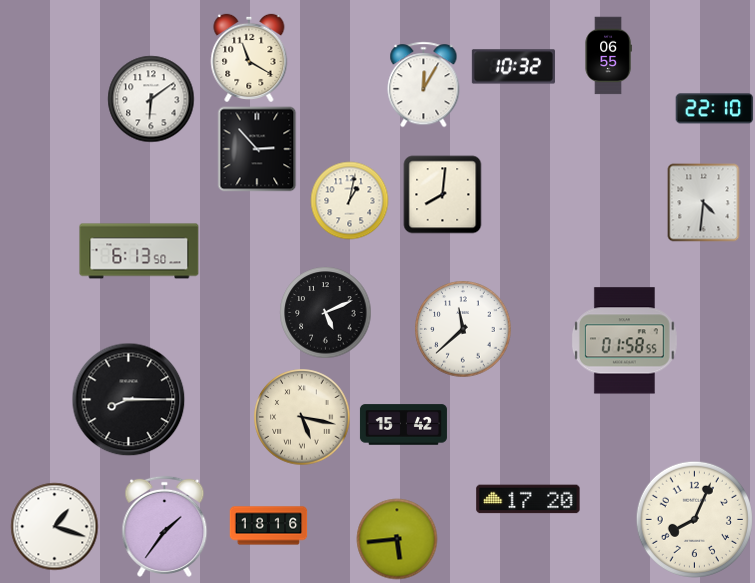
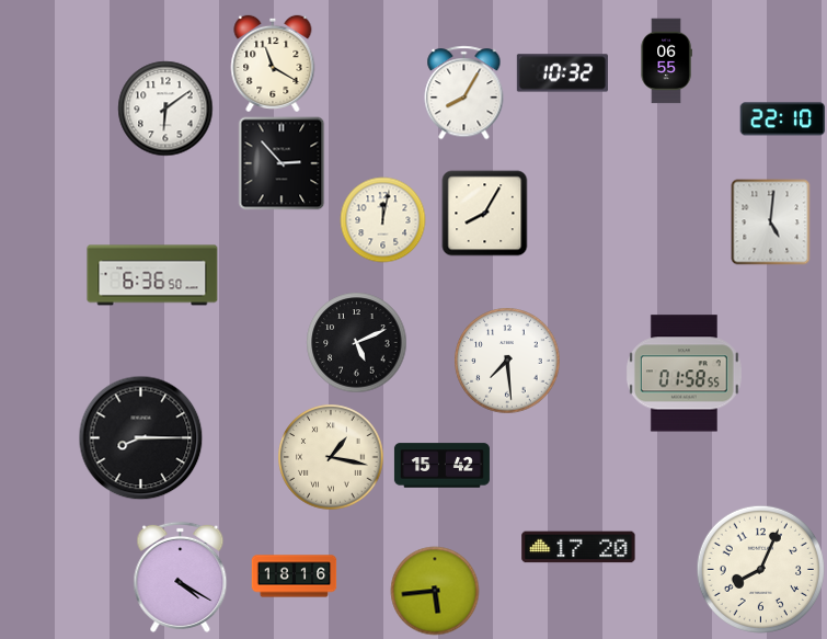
clock at (424, 84): 12:05 -> 8:05
clock at (442, 194): 8:01 -> 8:05
clock at (349, 200): 1:02 -> 12:02
clock at (704, 202): 4:31 -> 5:01
clock at (139, 251): 6:13 -> 6:36
clock at (463, 329): 11:38 -> 7:29
clock at (302, 417): 5:17 -> 1:17
clock at (54, 526): 1:18 -> none
clock at (165, 526): 1:36 -> 4:20
